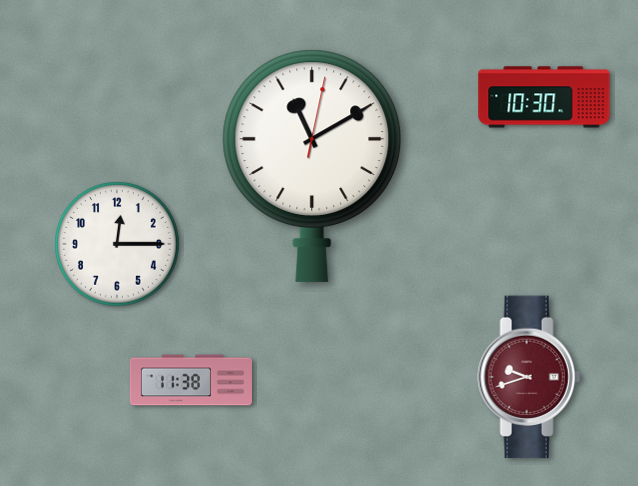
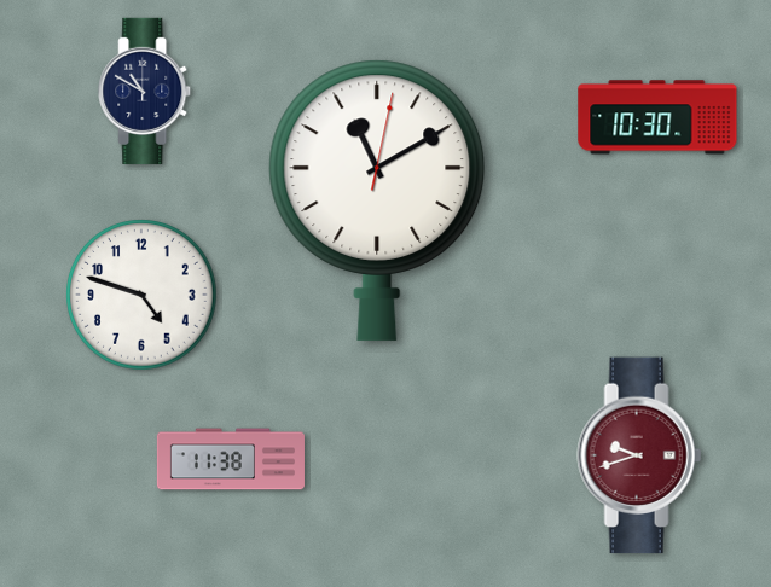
clock at (145, 91): none -> 10:50
clock at (117, 244): 12:15 -> 4:48
